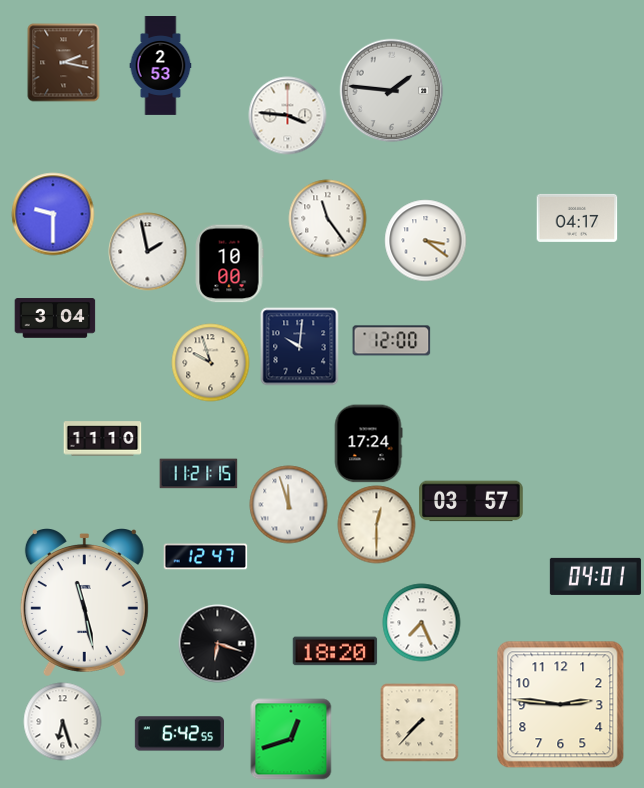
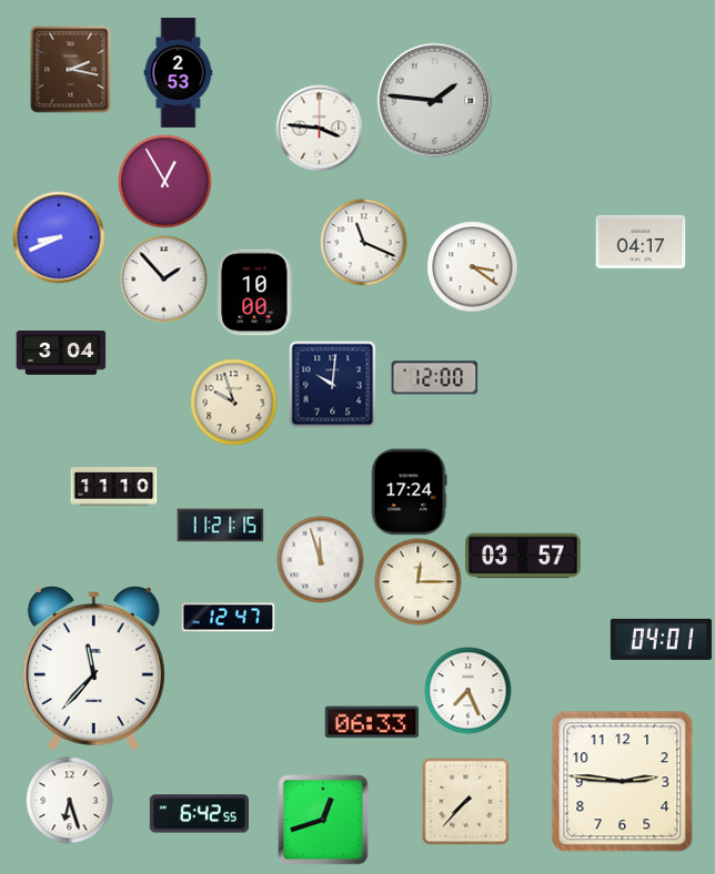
clock at (164, 181): none -> 12:55
clock at (53, 214): 9:30 -> 8:41
clock at (327, 218): 11:24 -> 11:19
clock at (147, 251): 1:58 -> 1:53
clock at (376, 524): 12:30 -> 12:15
clock at (84, 603): 11:28 -> 11:37
clock at (217, 643): 6:18 -> none
clock at (335, 651): 18:20 -> 06:33
